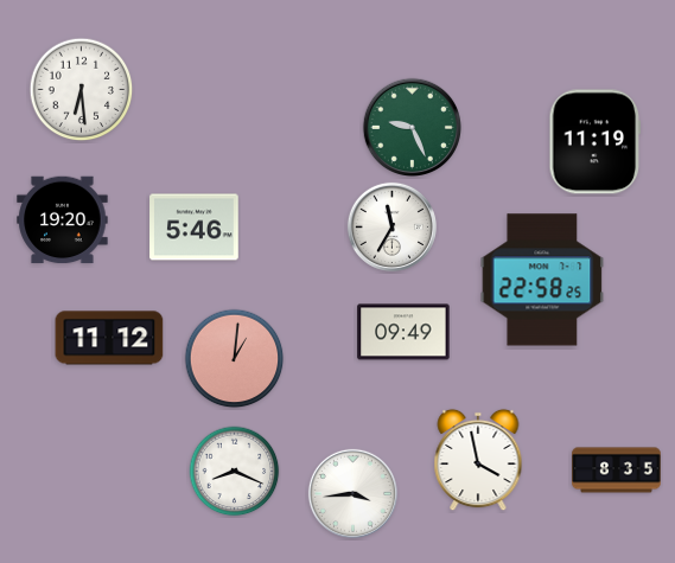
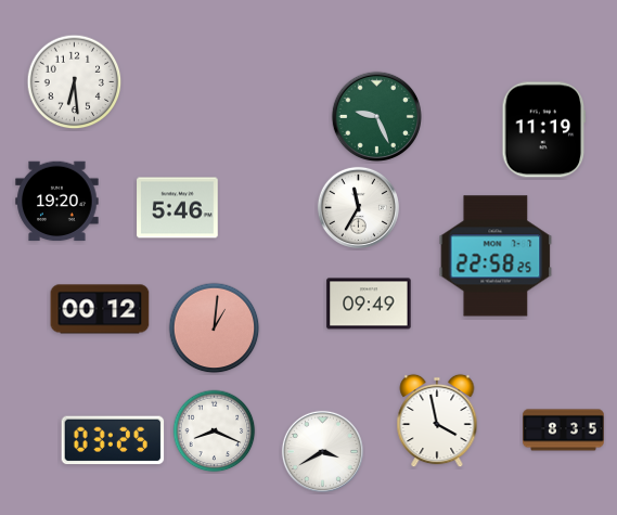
clock at (109, 338): 11:12 -> 00:12
clock at (113, 440): none -> 03:25
clock at (352, 493): 3:44 -> 3:40
